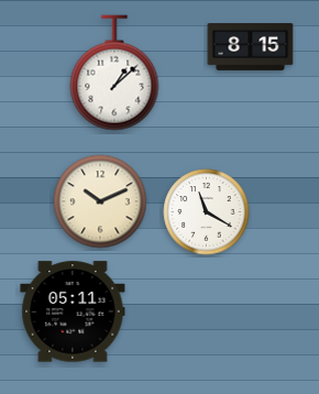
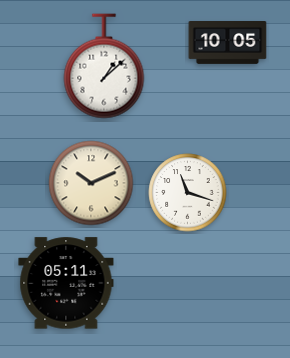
clock at (251, 47): 8:15 -> 10:05
clock at (207, 212): 11:20 -> 11:18
